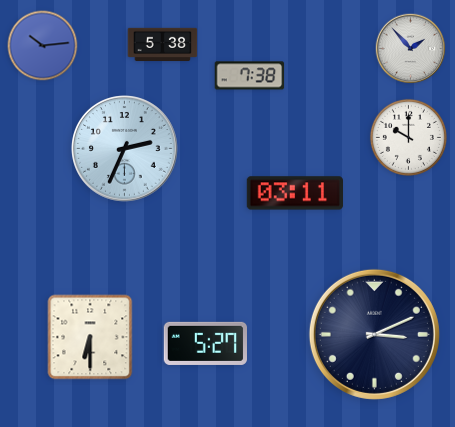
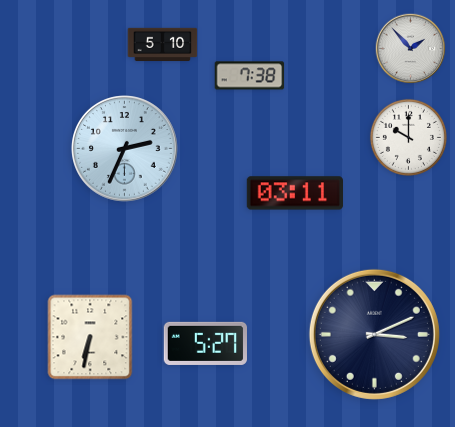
clock at (163, 45): 5:38 -> 5:10
clock at (43, 46): 10:14 -> none
clock at (90, 337): 6:30 -> 6:32
